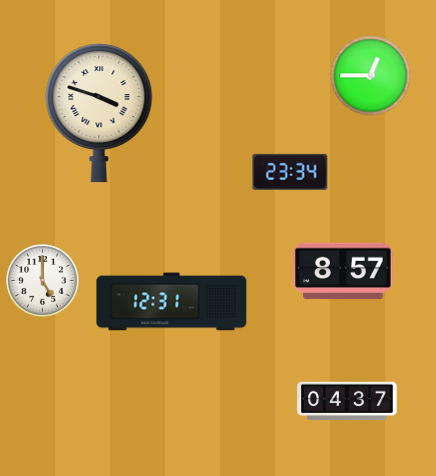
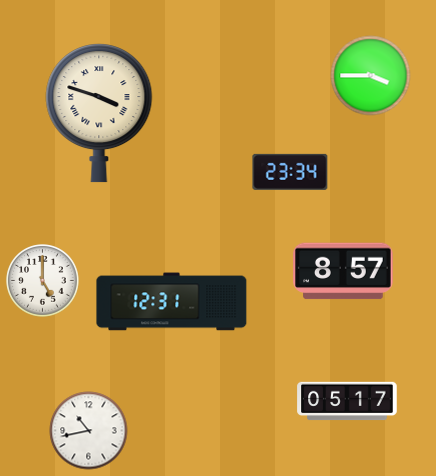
clock at (371, 76): 12:45 -> 3:45
clock at (347, 401): 04:37 -> 05:17
clock at (89, 431): none -> 10:43
